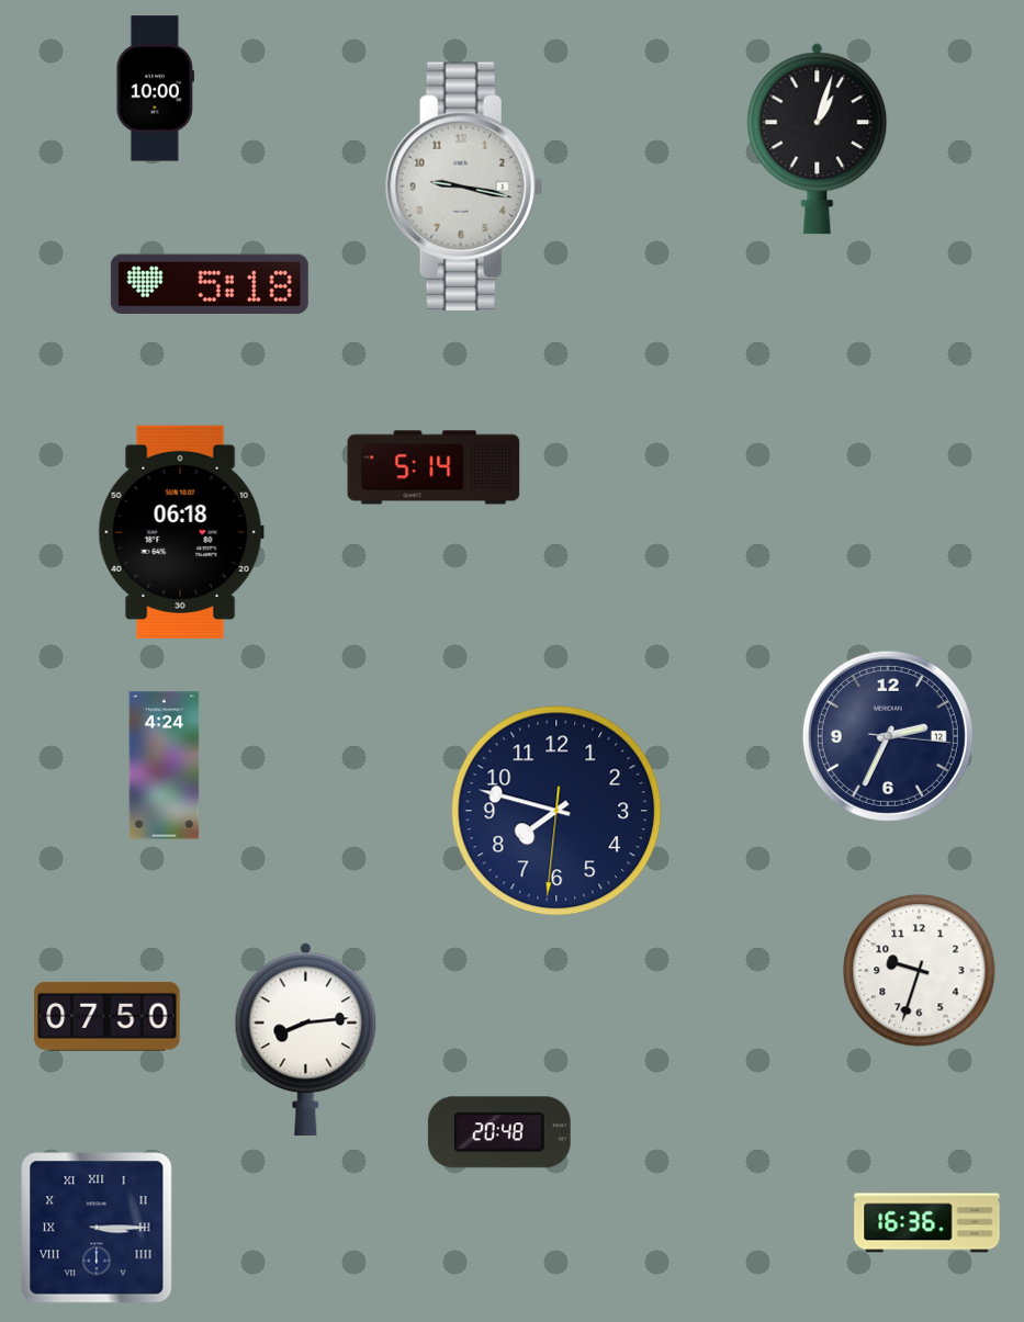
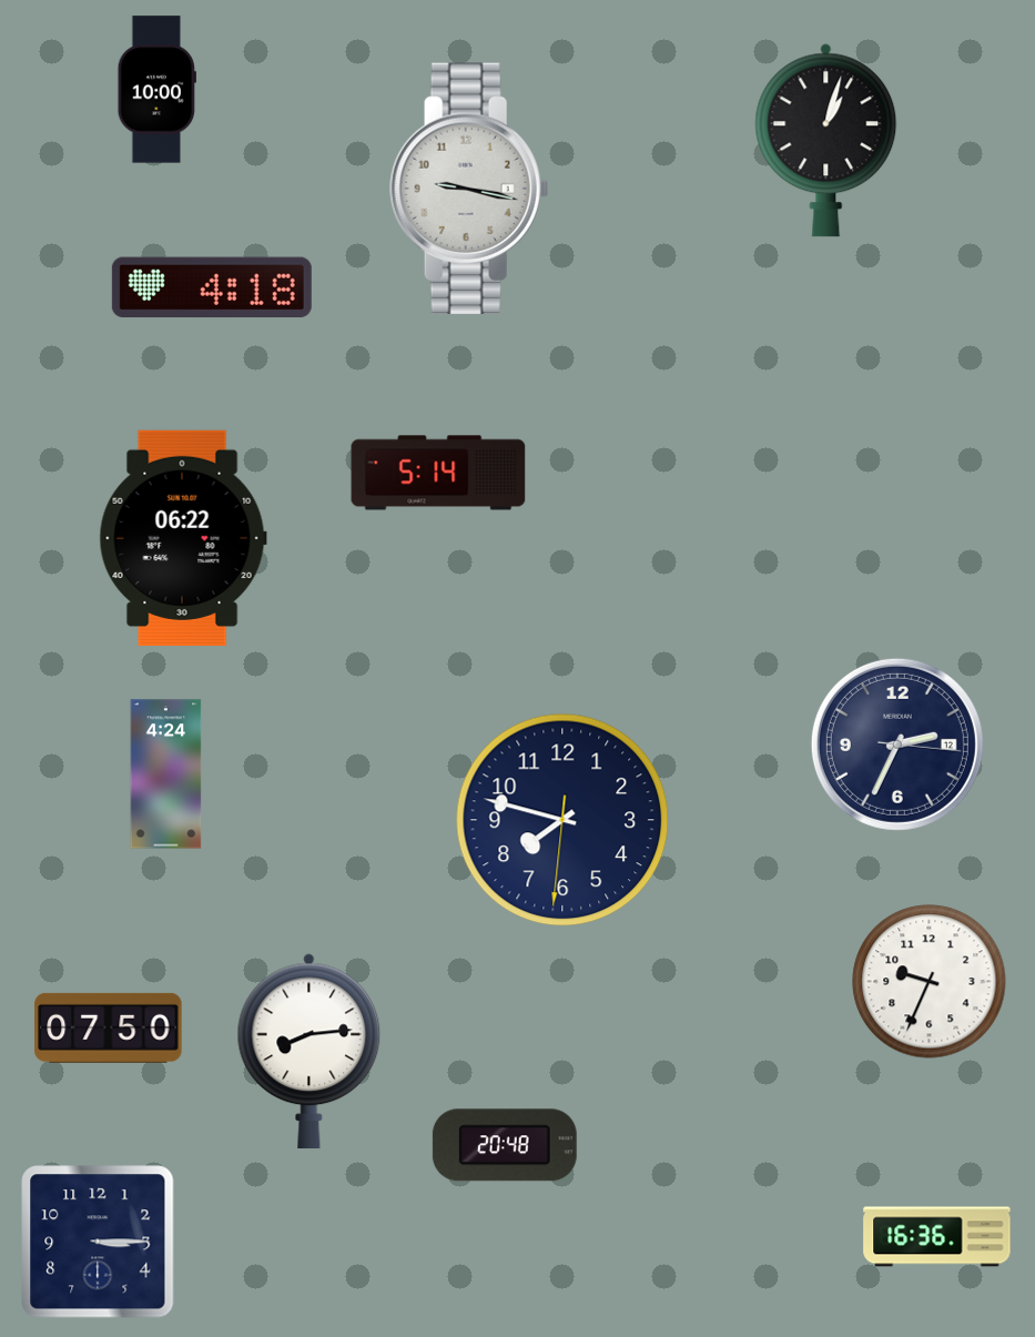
clock at (210, 284): 5:18 -> 4:18
clock at (181, 532): 06:18 -> 06:22
clock at (920, 971): 9:33 -> 9:34
clock at (97, 1228) numerals: Roman -> Arabic
